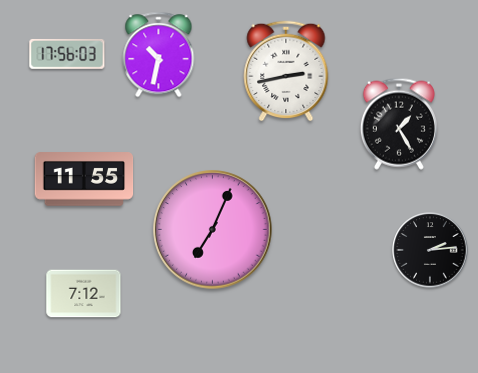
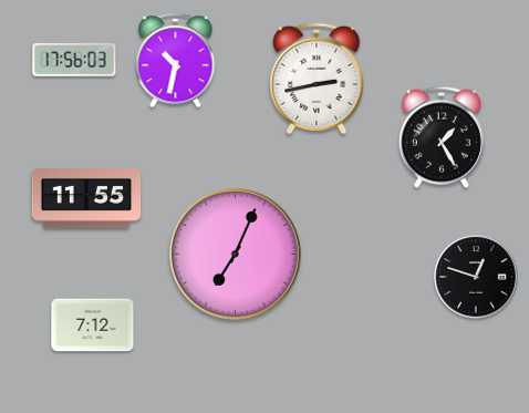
clock at (84, 179) position: (84, 179) -> (86, 198)
clock at (430, 250): 2:14 -> 12:48
